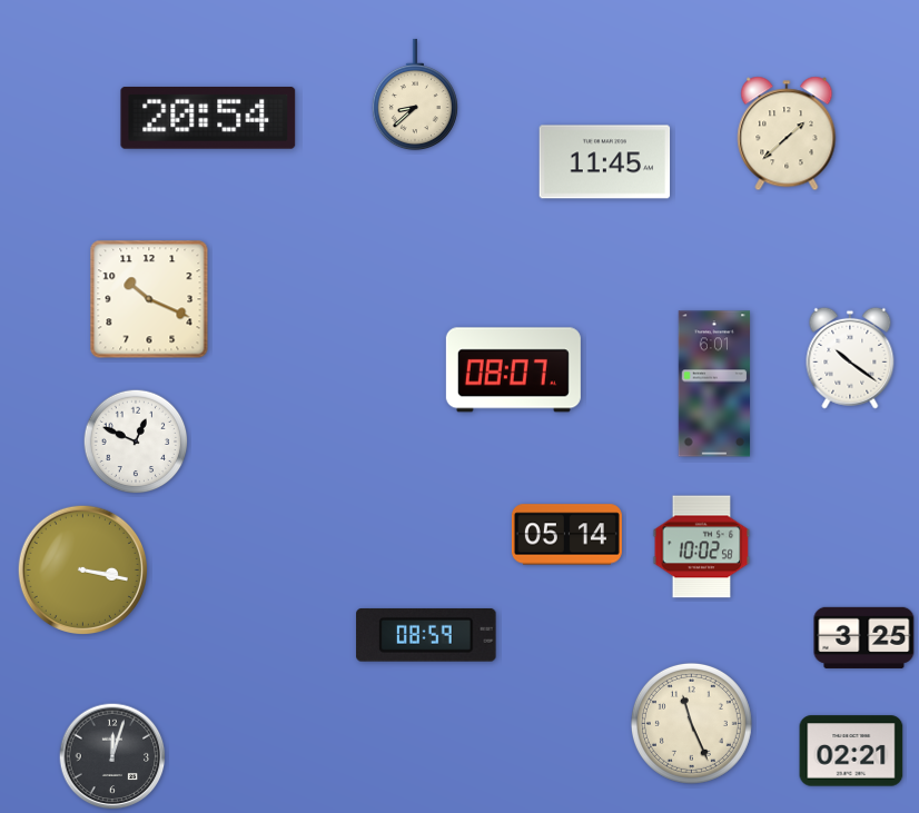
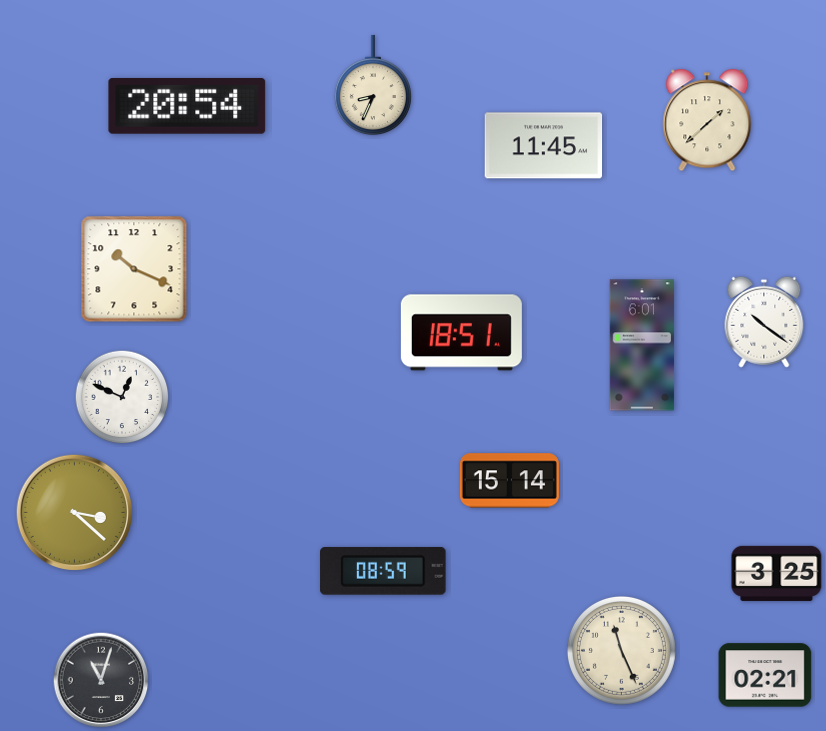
clock at (415, 95): 8:38 -> 8:34
clock at (513, 370): 08:07 -> 18:51
clock at (566, 535): 05:14 -> 15:14
clock at (702, 547): 10:02 -> none
clock at (82, 571): 3:17 -> 3:22
clock at (112, 756): 12:03 -> 11:03
